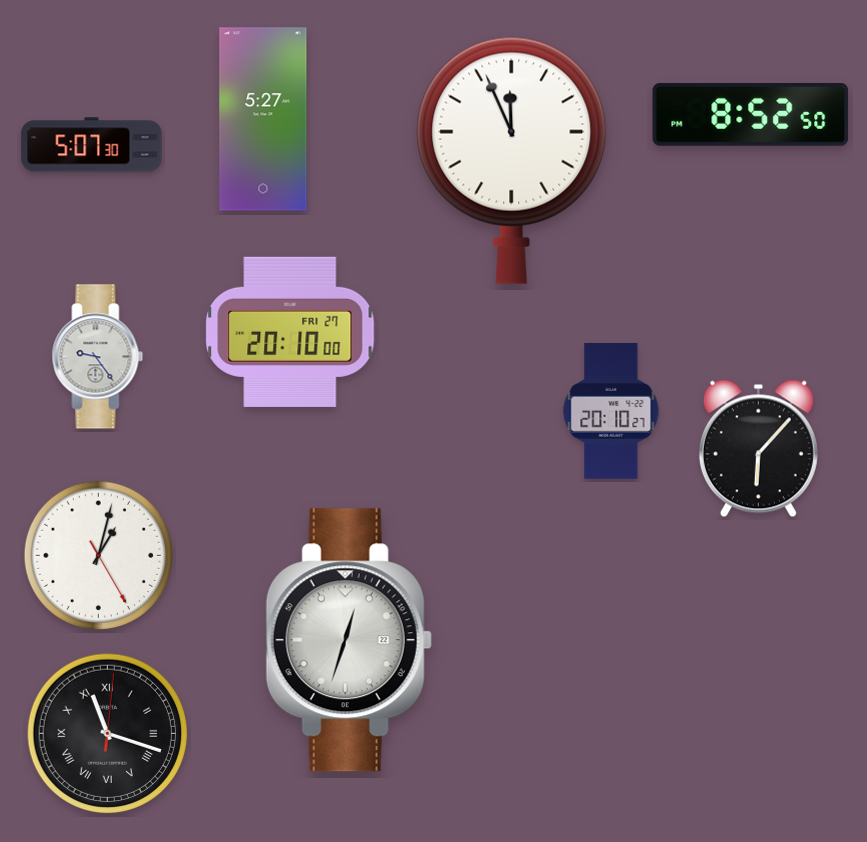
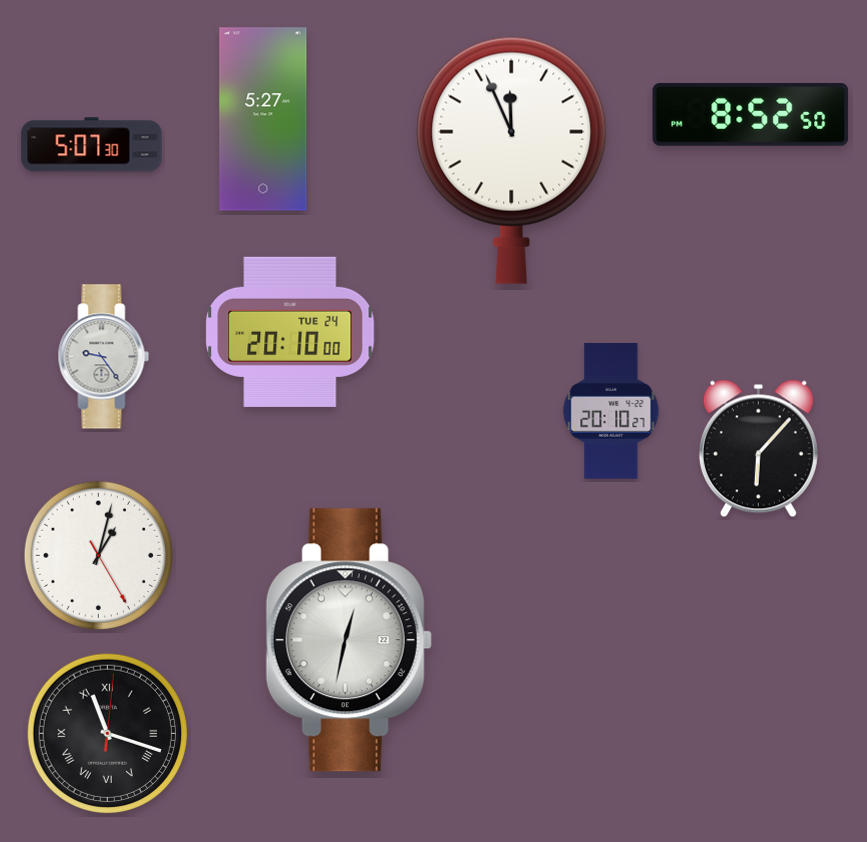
clock at (290, 332) date: FRI 27 -> TUE 24
clock at (98, 357) position: (98, 357) -> (104, 357)
clock at (349, 640): 12:33 -> 12:32
